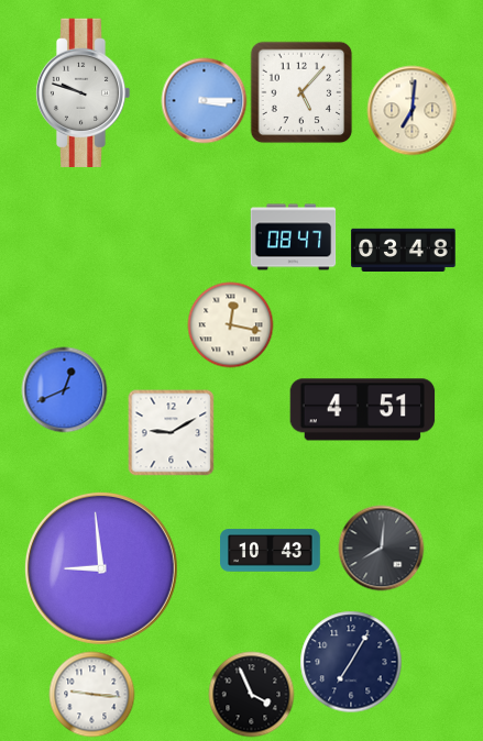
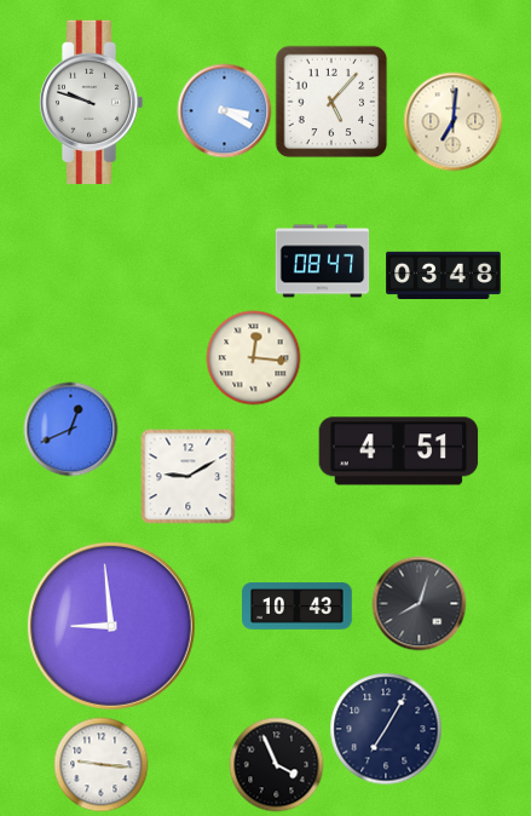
clock at (204, 100): 3:15 -> 3:20
clock at (230, 324): 12:17 -> 12:16
clock at (381, 548): 8:01 -> 8:03
